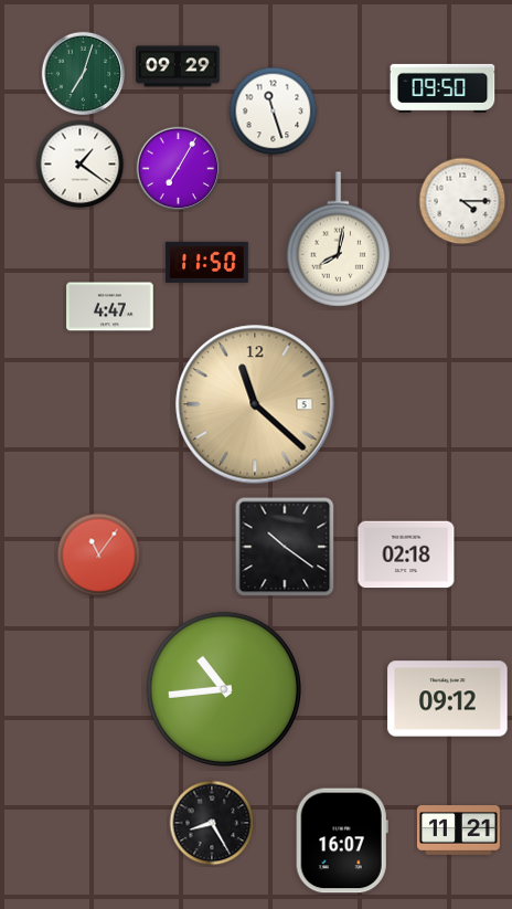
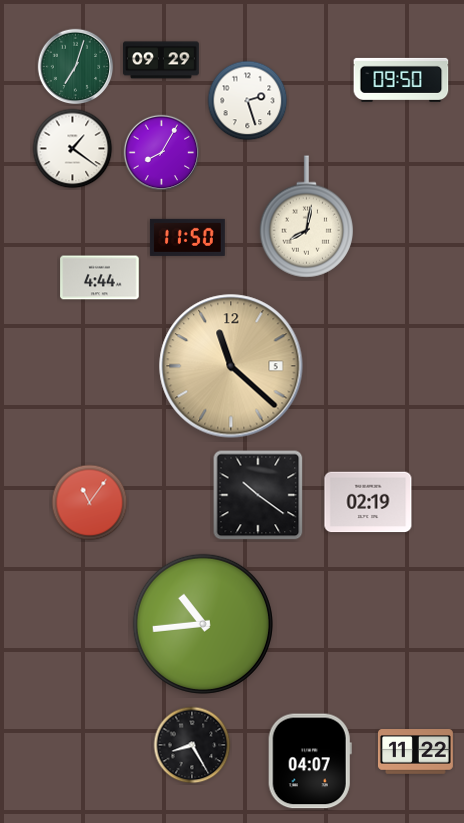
clock at (274, 112): 11:27 -> 2:27
clock at (179, 169): 7:05 -> 8:05
clock at (462, 201): 4:15 -> none
clock at (110, 307): 4:47 -> 4:44
clock at (406, 554): 02:18 -> 02:19
clock at (448, 699): 09:12 -> none
clock at (458, 831): 11:21 -> 11:22
clock at (342, 841): 16:07 -> 04:07
